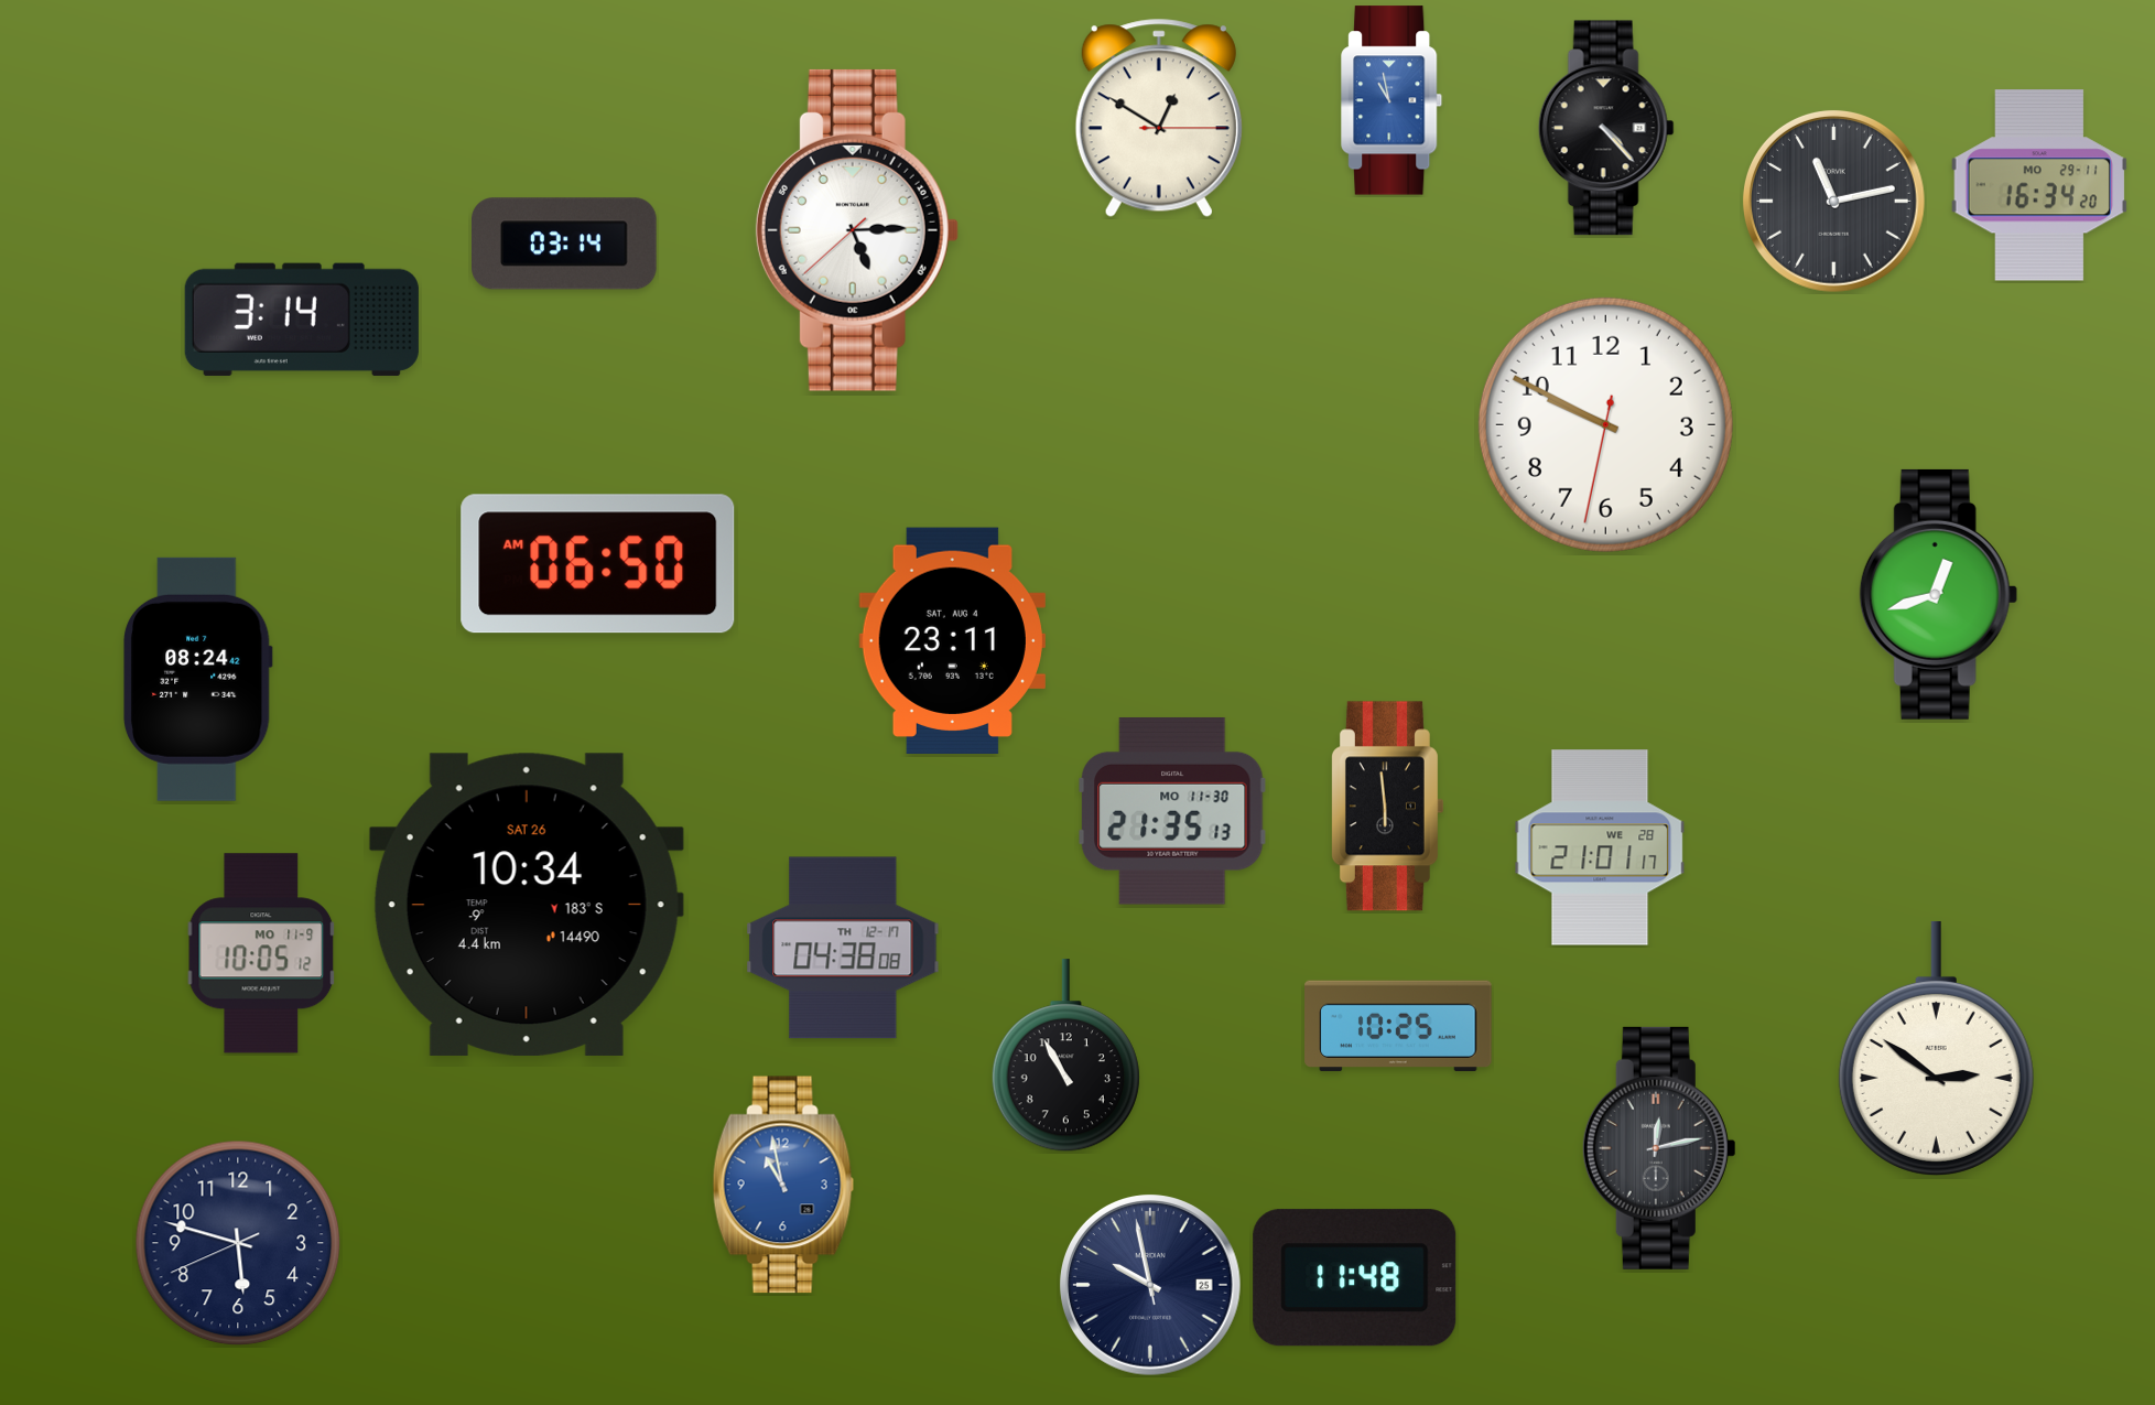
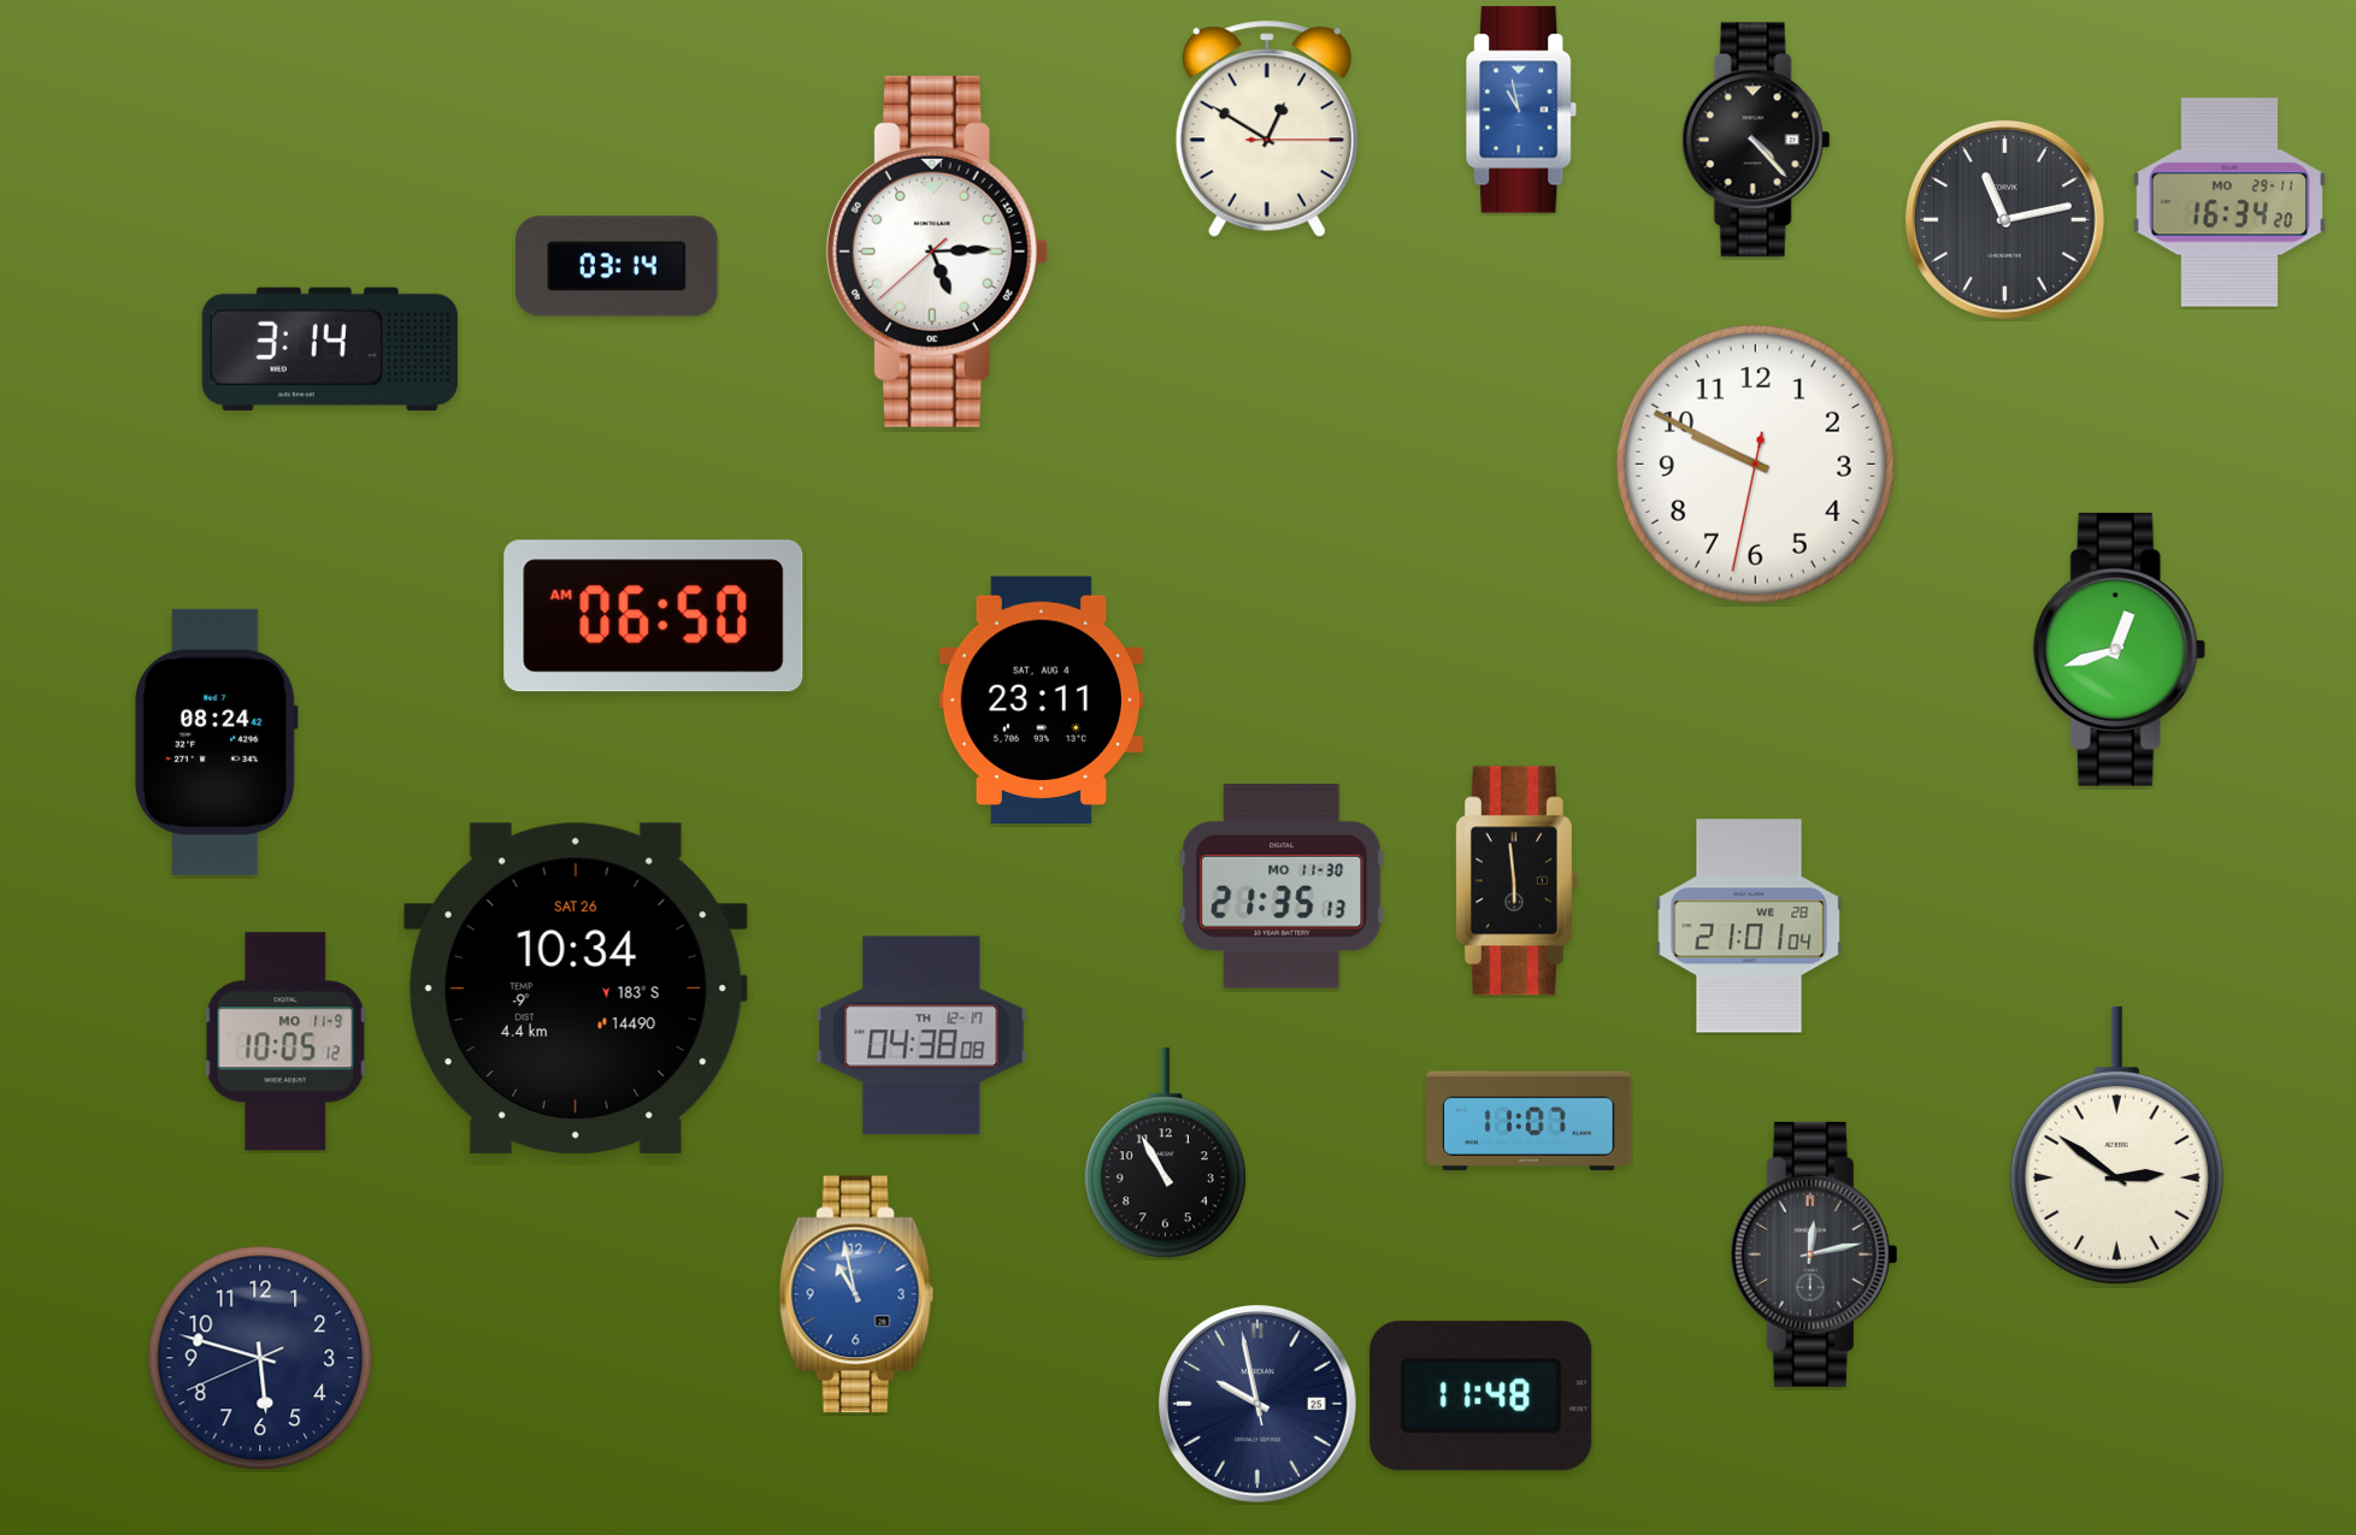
clock at (1600, 847): 21:01:17 -> 21:01:04
clock at (1398, 1026): 10:25 -> 11:07
